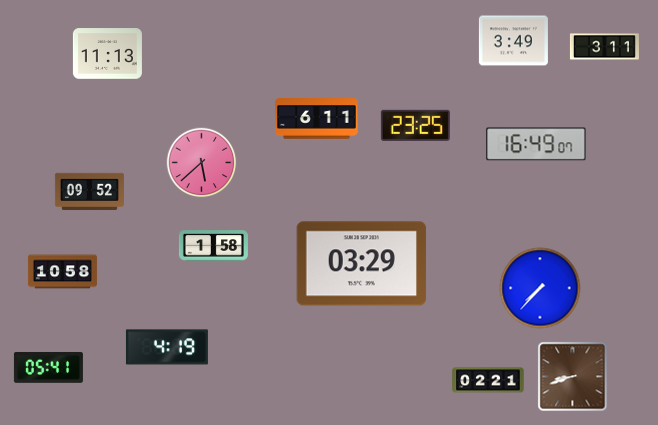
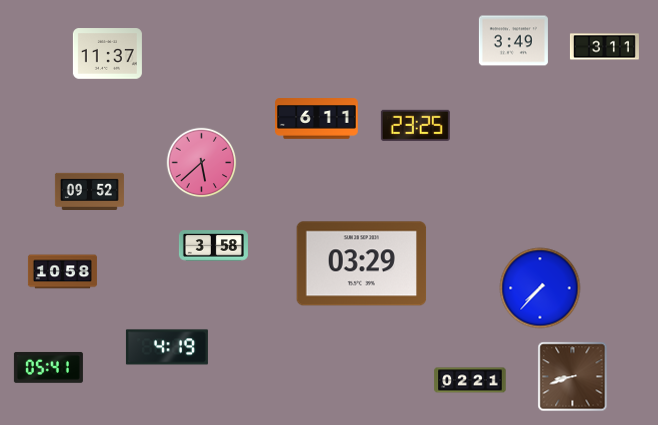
clock at (107, 54): 11:13 -> 11:37
clock at (536, 144): 16:49 -> none
clock at (213, 246): 1:58 -> 3:58
clock at (488, 380) position: (488, 380) -> (470, 380)
